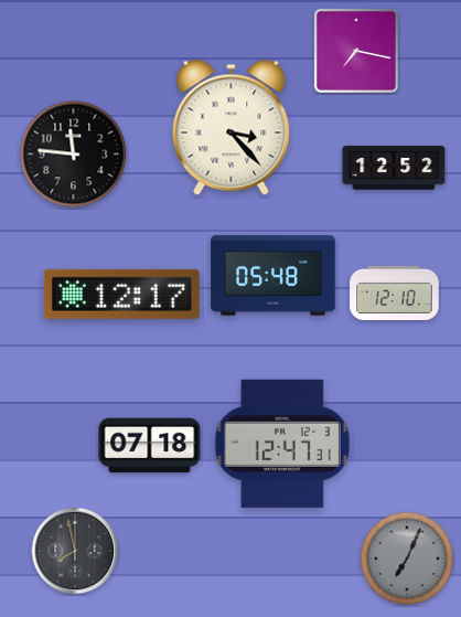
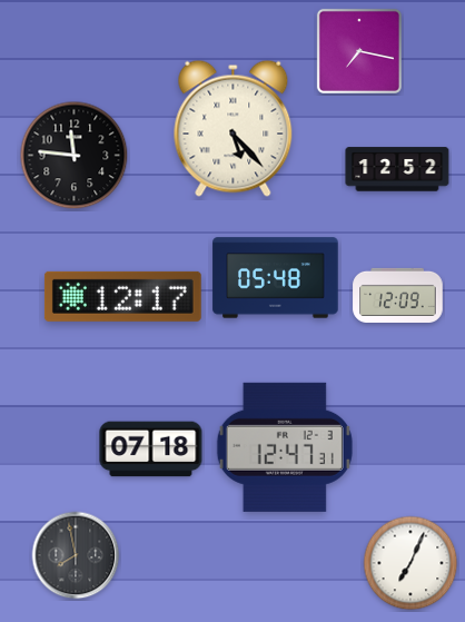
clock at (232, 127): 3:23 -> 5:23
clock at (395, 292): 12:10 -> 12:09
clock at (407, 559) dial: grey -> white
